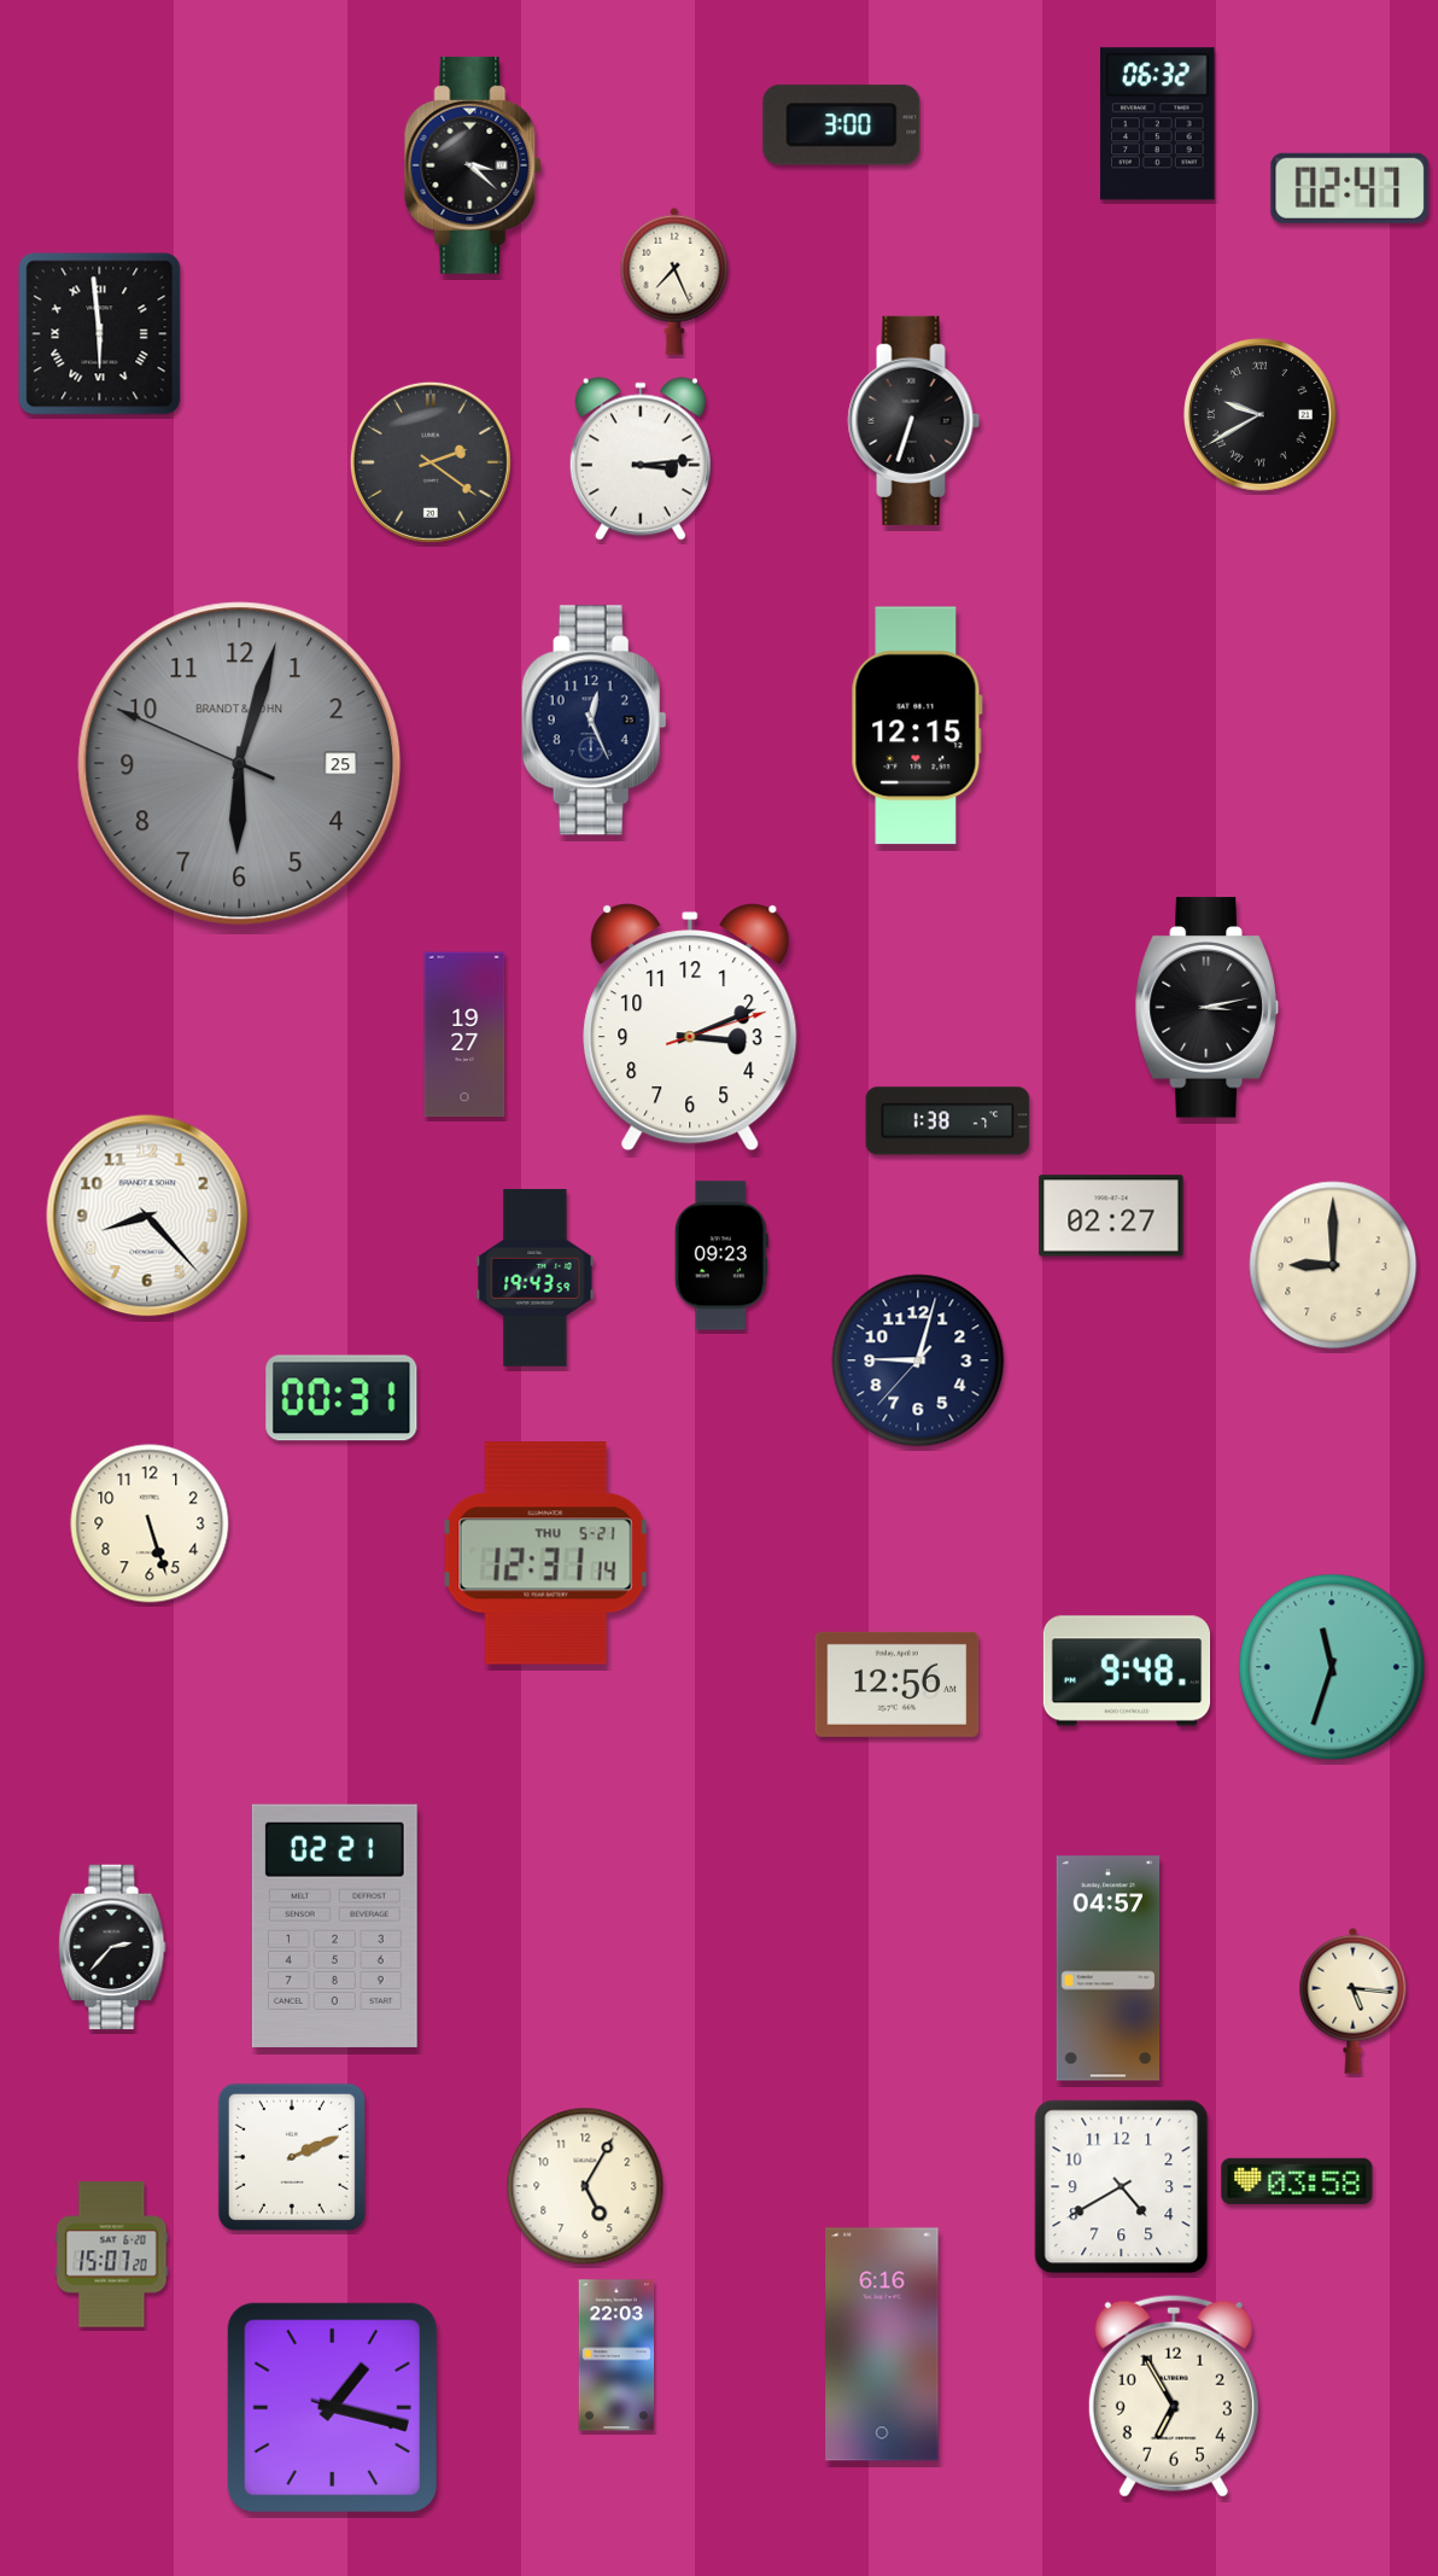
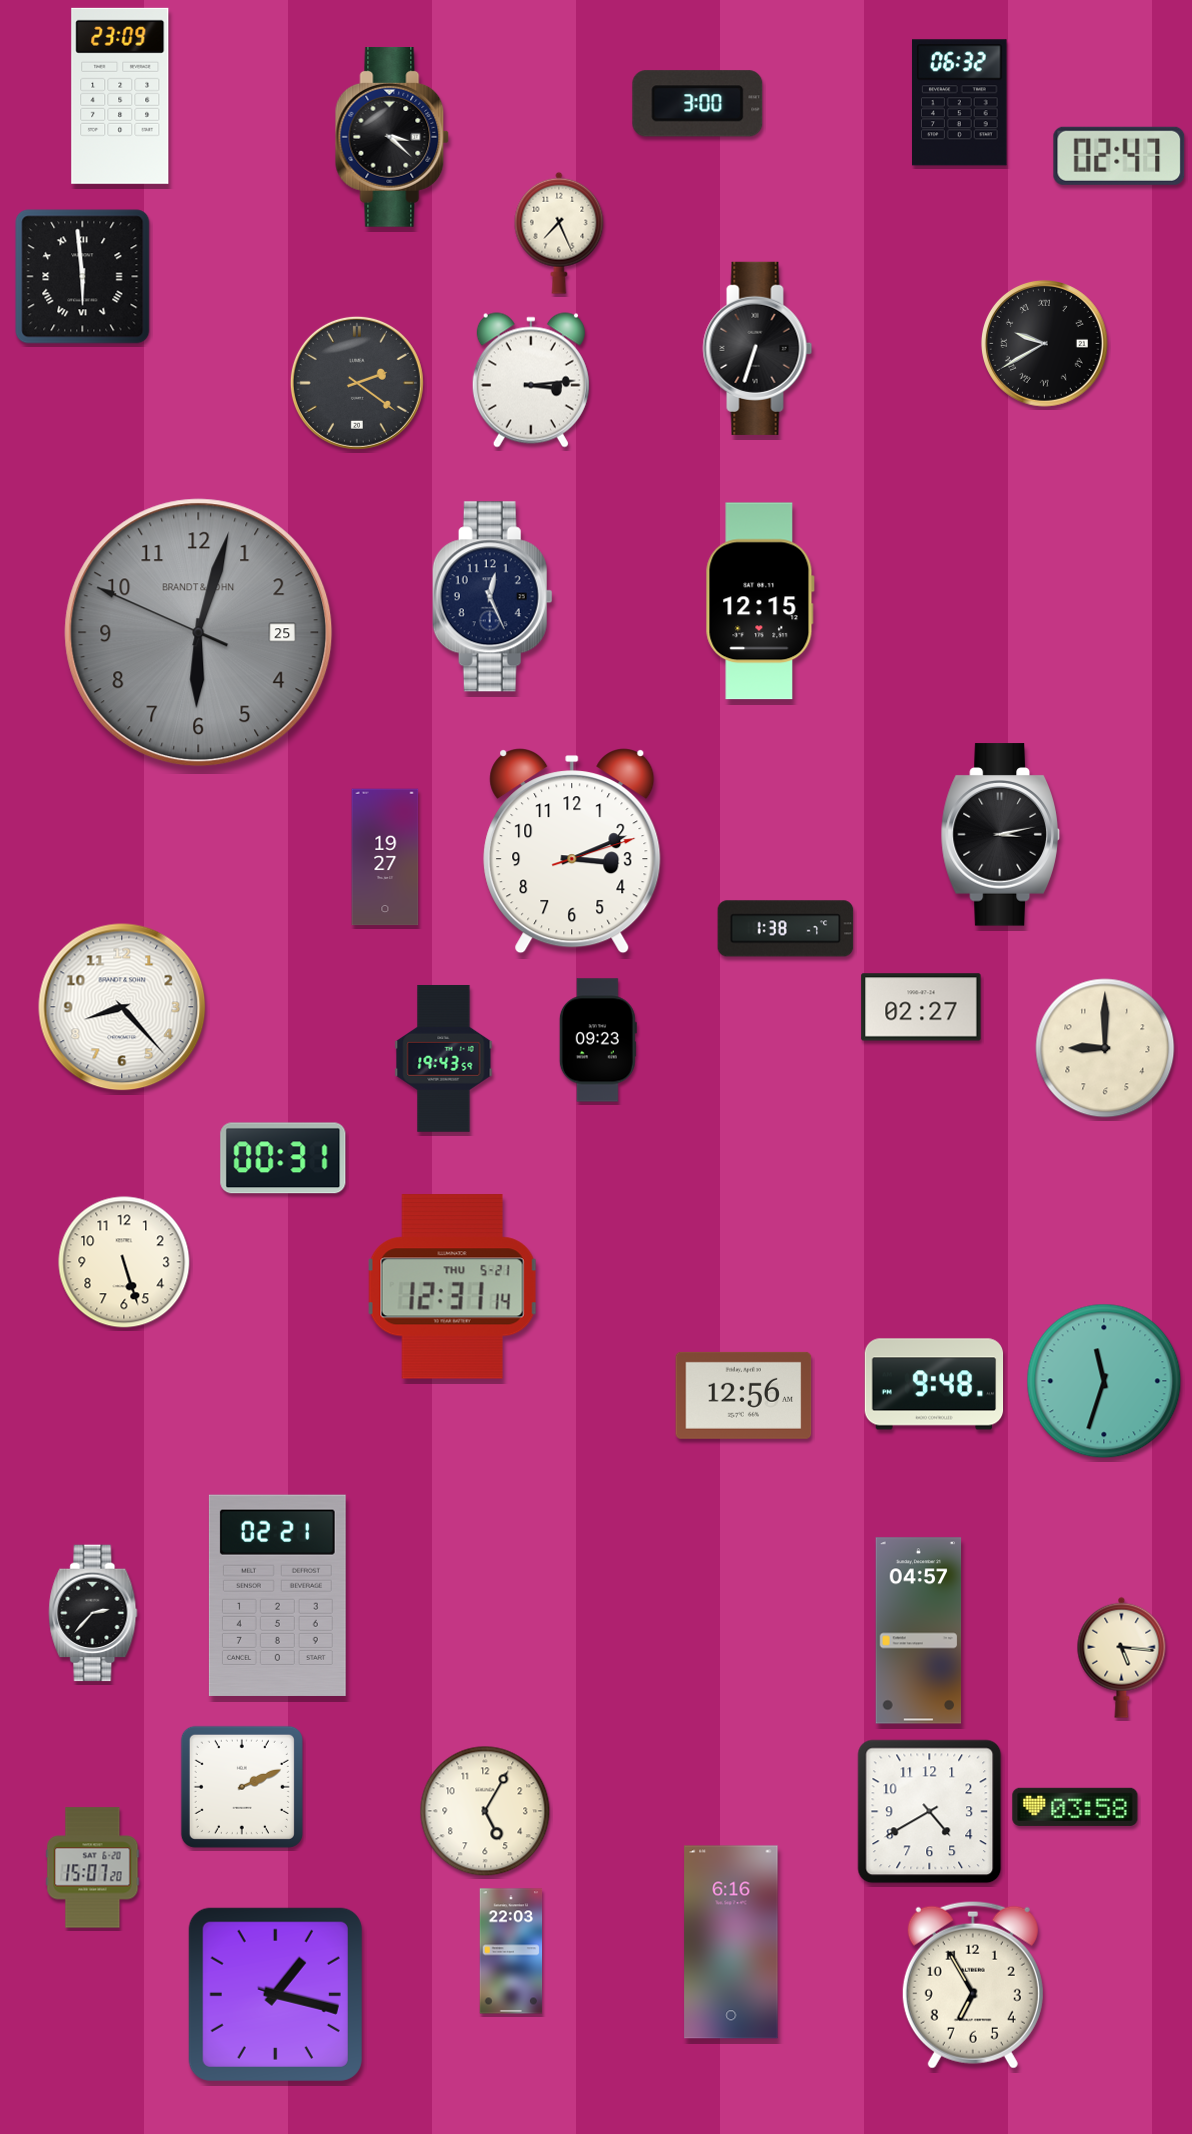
clock at (120, 96): none -> 23:09
clock at (918, 1360): 9:02 -> none
